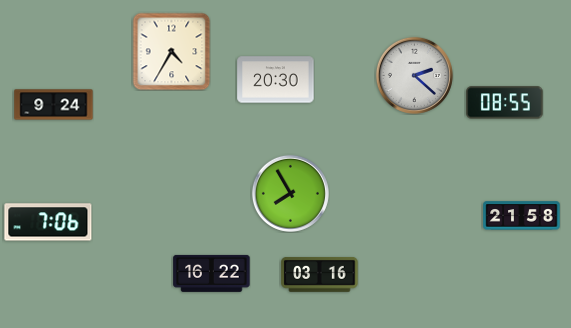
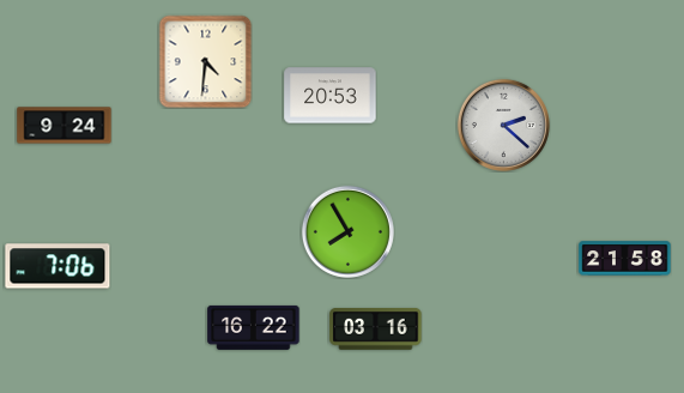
clock at (171, 51): 4:35 -> 4:31
clock at (414, 75) position: (414, 75) -> (503, 125)
clock at (276, 80): 20:30 -> 20:53
clock at (505, 103): 08:55 -> none
clock at (320, 275) position: (320, 275) -> (376, 329)
